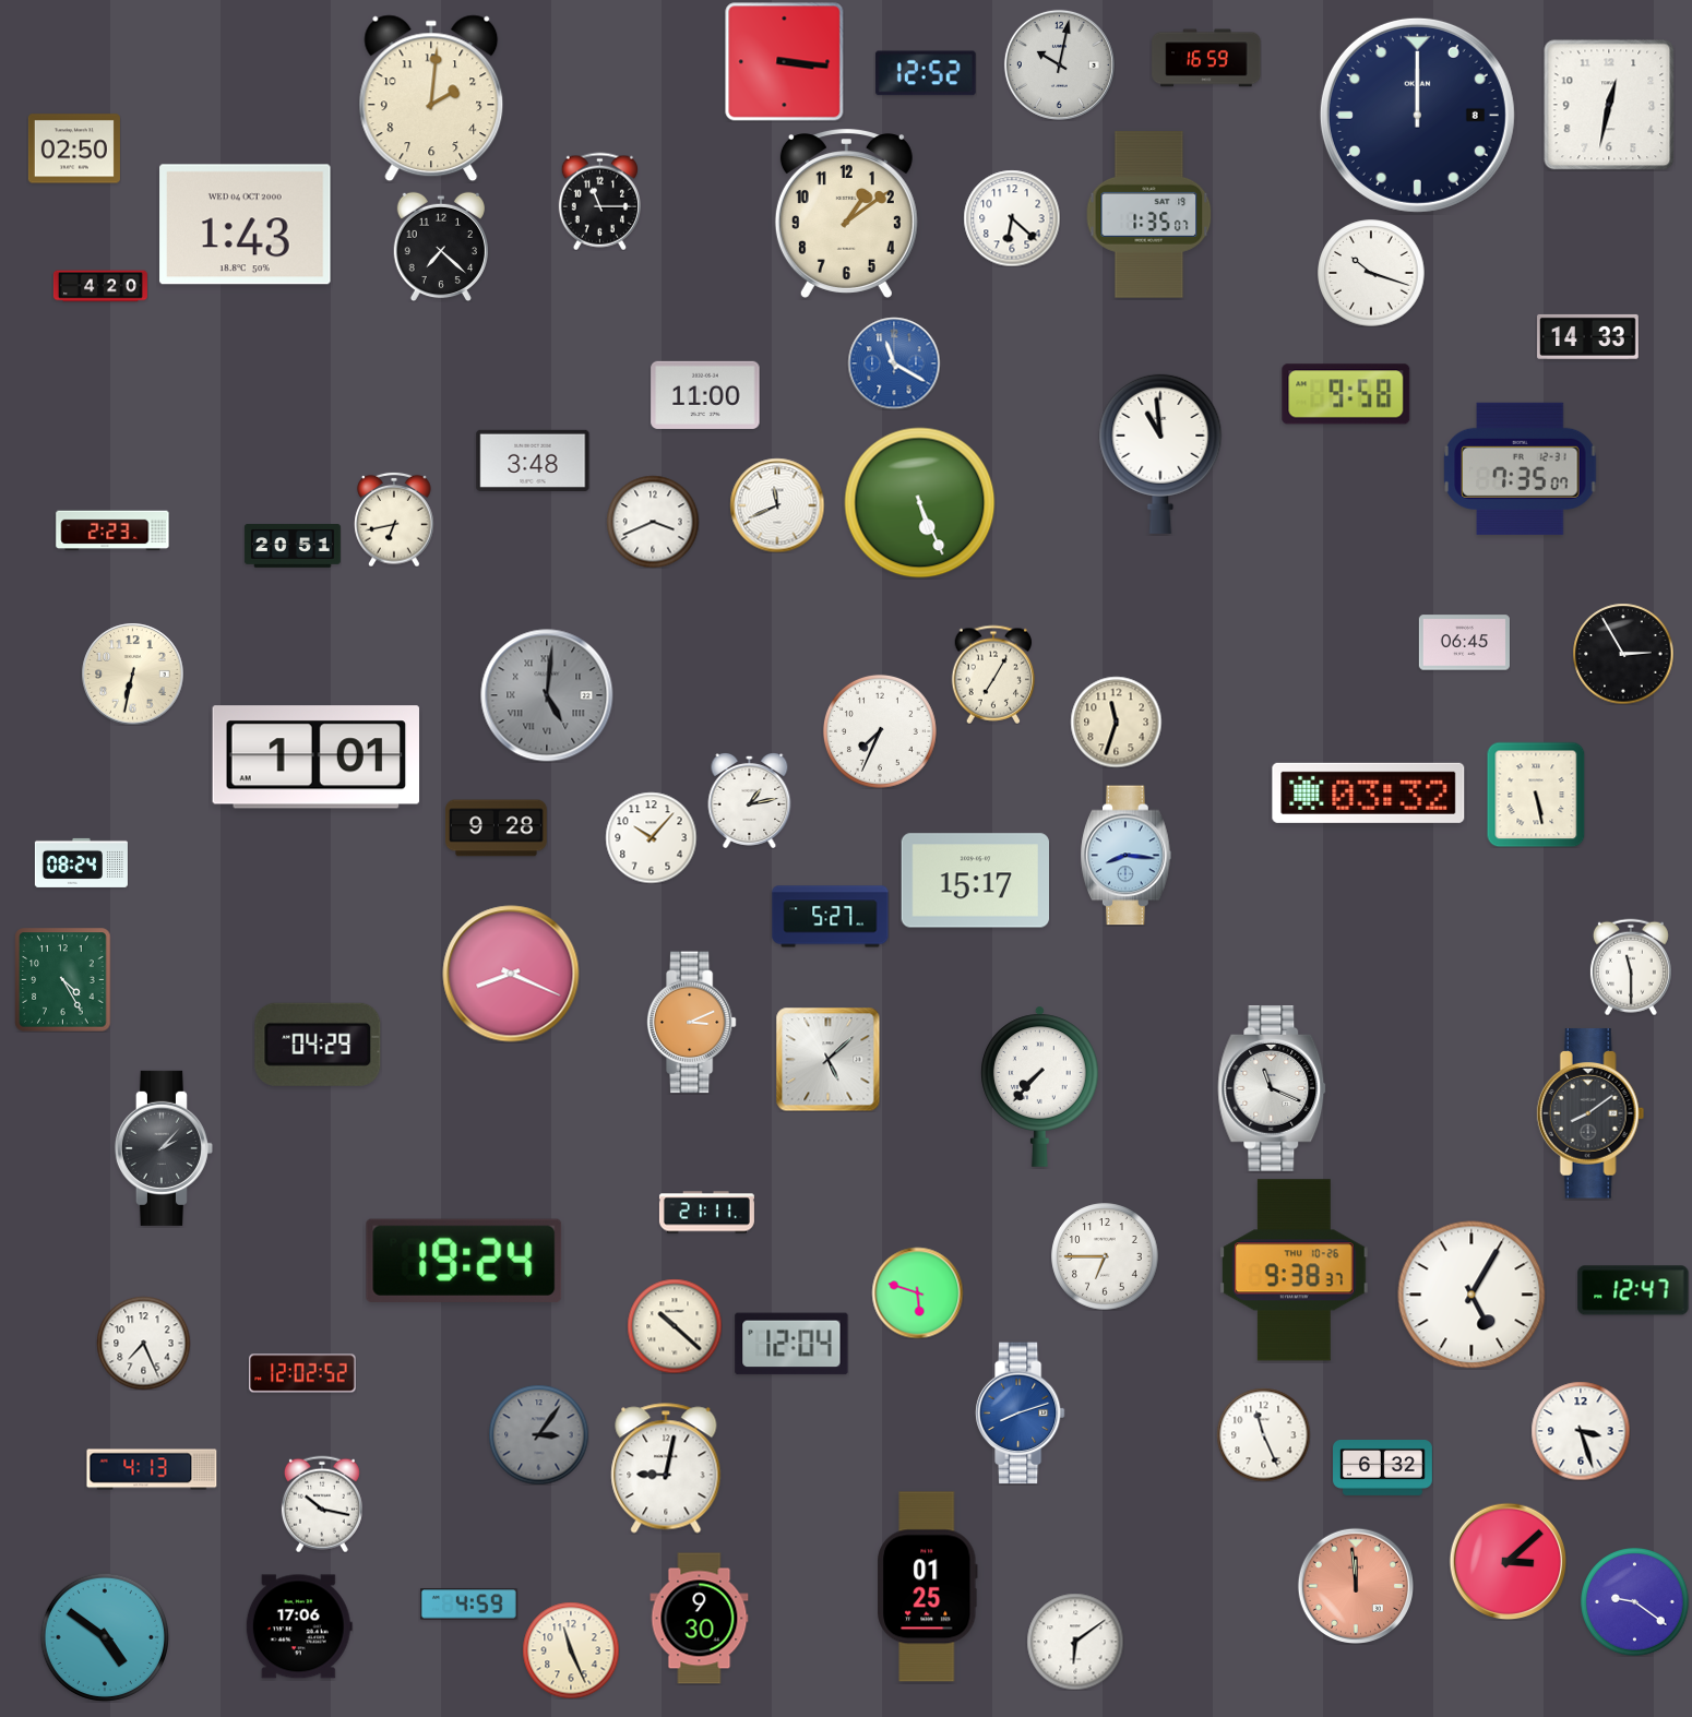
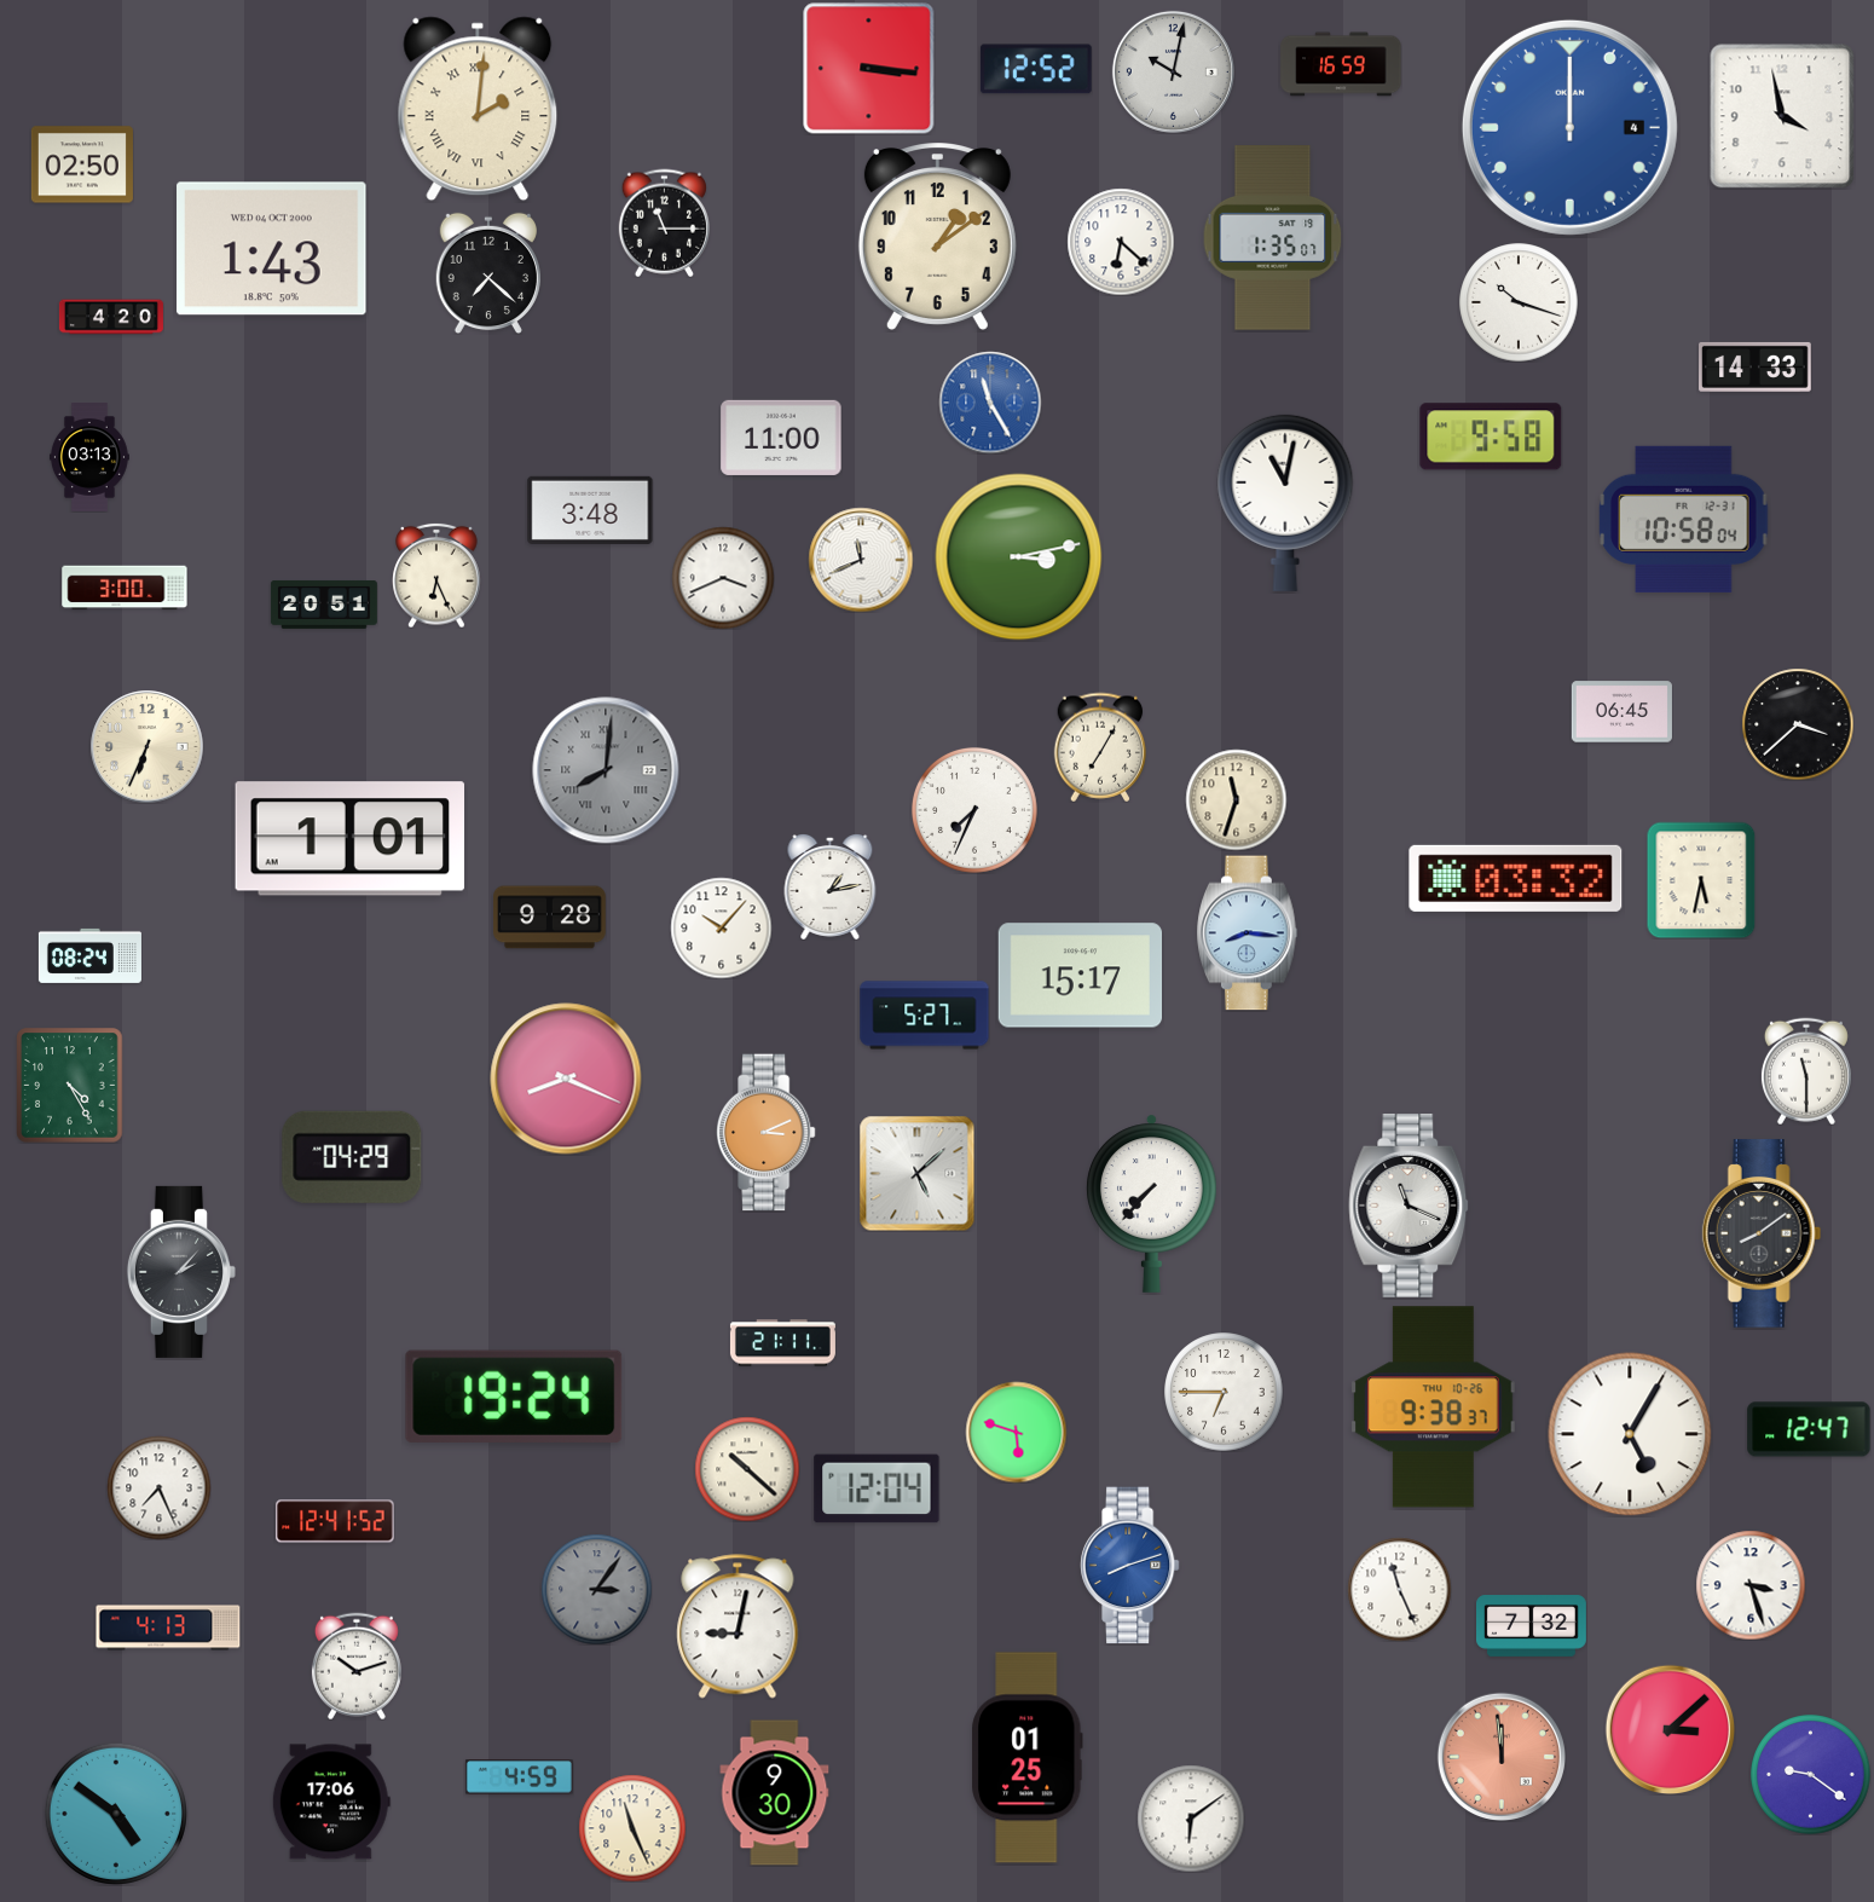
clock at (1206, 58) position: (1206, 58) -> (1341, 64)
clock at (926, 73) position: (926, 73) -> (1036, 69)
clock at (431, 98) numerals: Arabic -> Roman
clock at (1609, 105): 12:32 -> 3:58
clock at (1417, 115) date: 8 -> 4
clock at (1417, 115) dial: navy -> blue
clock at (1588, 336) position: (1588, 336) -> (1756, 366)
clock at (894, 363): 11:20 -> 11:25
clock at (89, 458): none -> 03:13
clock at (1160, 454): 10:59 -> 11:02
clock at (1521, 468): 7:35 -> 10:58
clock at (920, 503): 5:26 -> 3:13
clock at (394, 520): 6:43 -> 6:26
clock at (112, 530): 2:23 -> 3:00
clock at (1623, 654): 2:55 -> 3:38
clock at (132, 673): 6:32 -> 6:34
clock at (547, 695): 5:01 -> 8:01
clock at (1536, 795): 5:28 -> 5:32
clock at (1127, 856) position: (1127, 856) -> (1248, 933)
clock at (831, 917) position: (831, 917) -> (925, 1016)
clock at (302, 1373): 12:02 -> 12:41
clock at (1383, 1468): 6:32 -> 7:32
clock at (322, 1504): 10:17 -> 10:12
